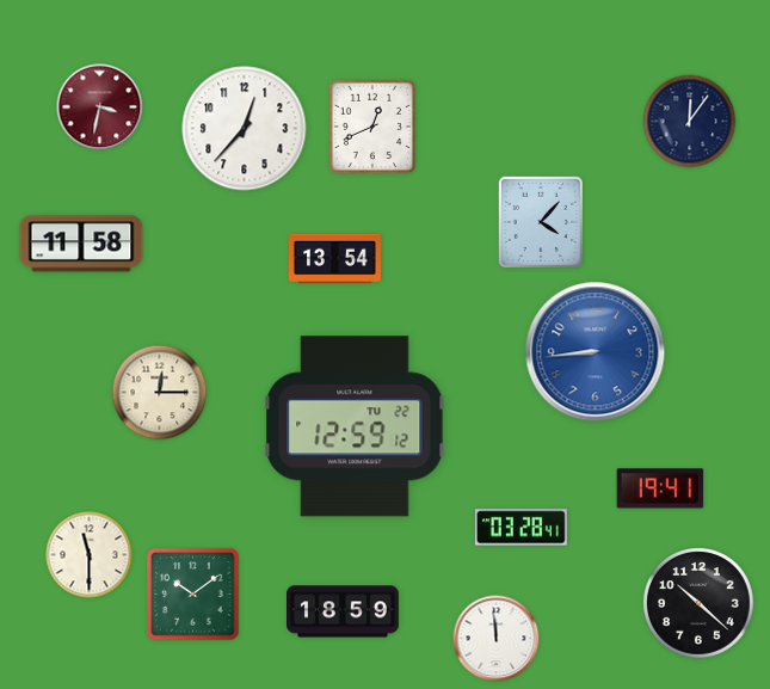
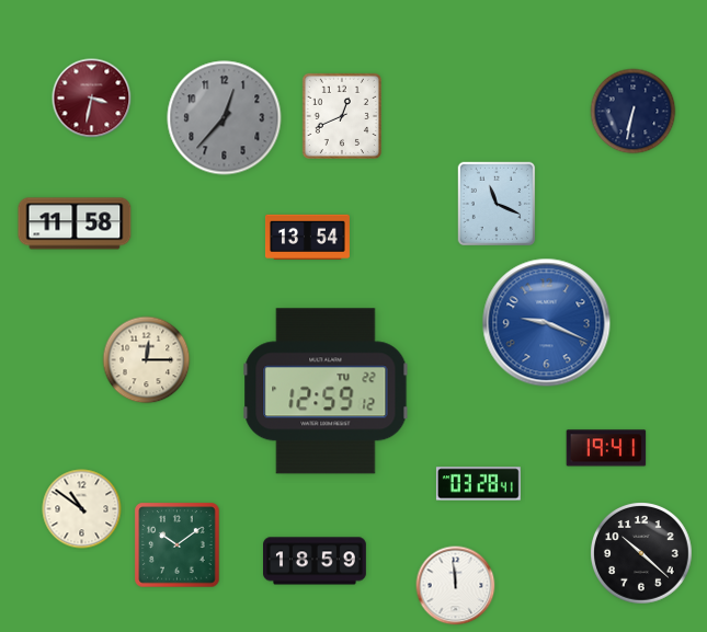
clock at (690, 122): 12:06 -> 6:32
clock at (245, 129) dial: white -> grey
clock at (541, 222): 4:07 -> 11:19
clock at (596, 352): 8:44 -> 9:19
clock at (90, 555): 11:30 -> 10:51
